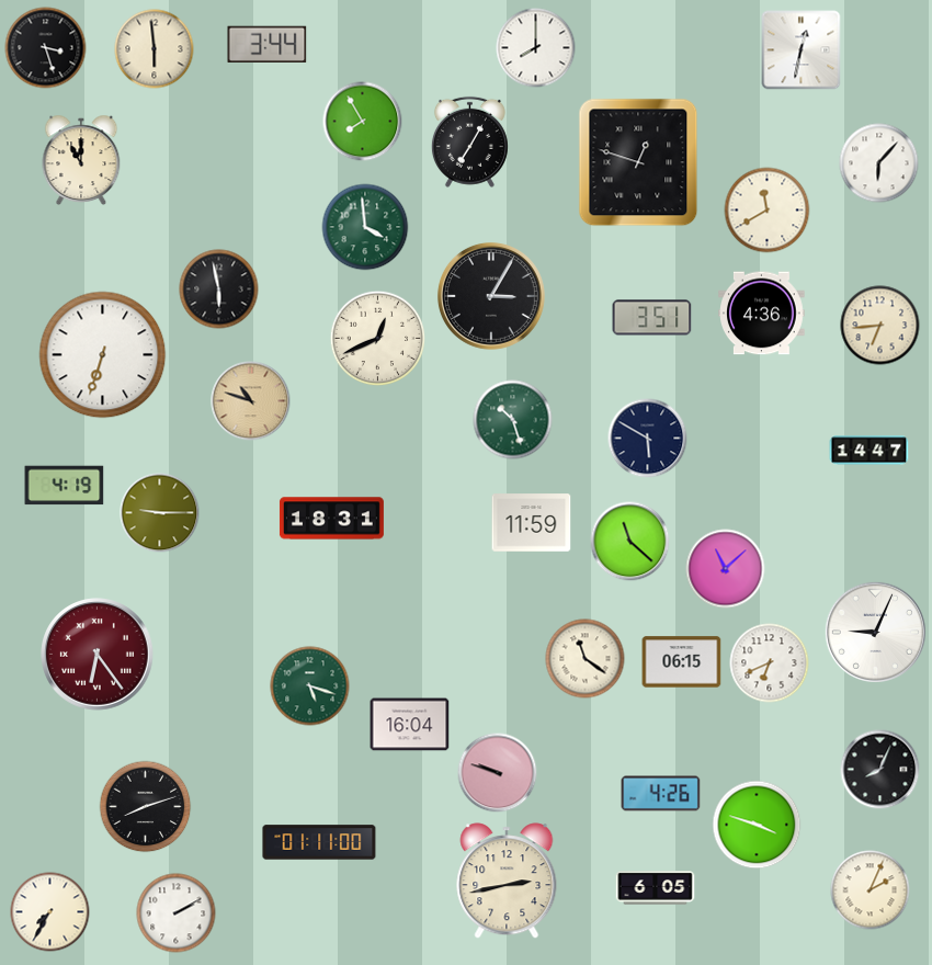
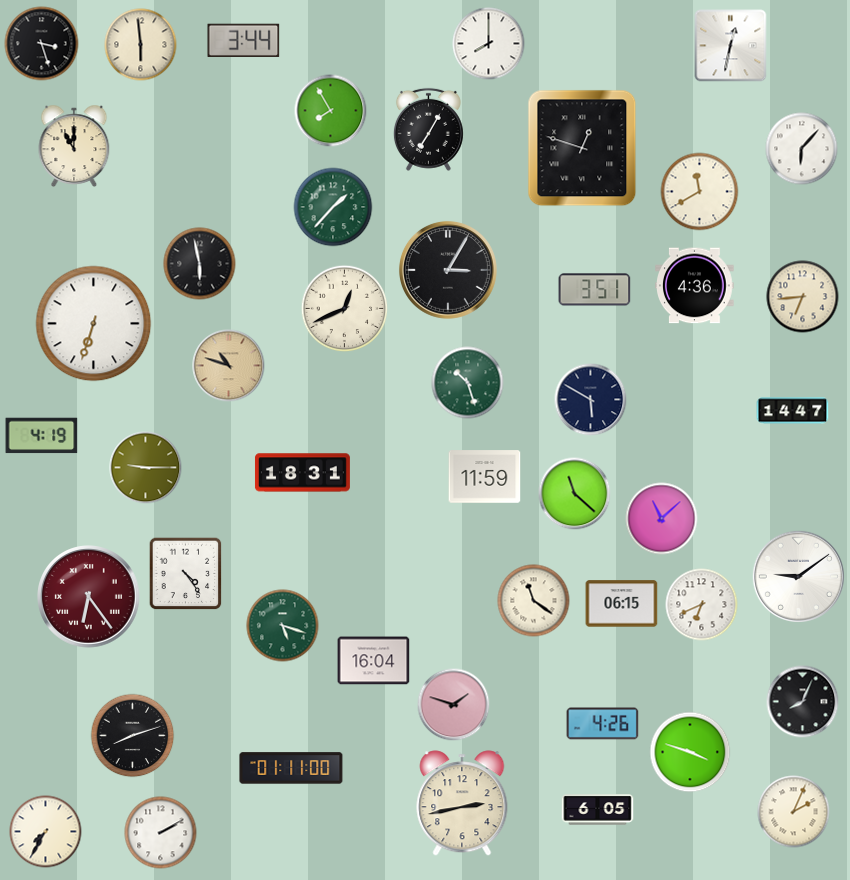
clock at (365, 227): 3:59 -> 1:37
clock at (65, 486) position: (65, 486) -> (42, 436)
clock at (186, 574): none -> 4:24
clock at (875, 632): 9:04 -> 9:09
clock at (498, 773): 9:48 -> 1:48
